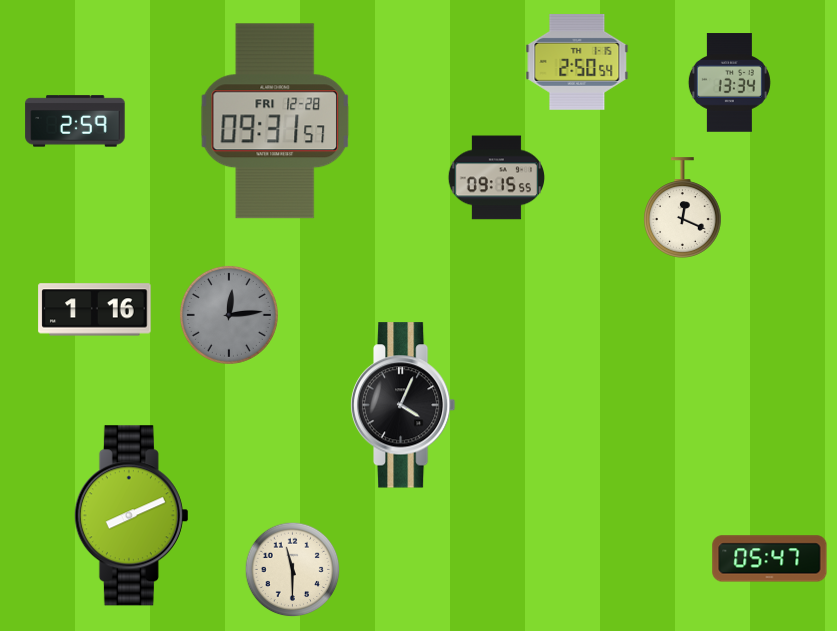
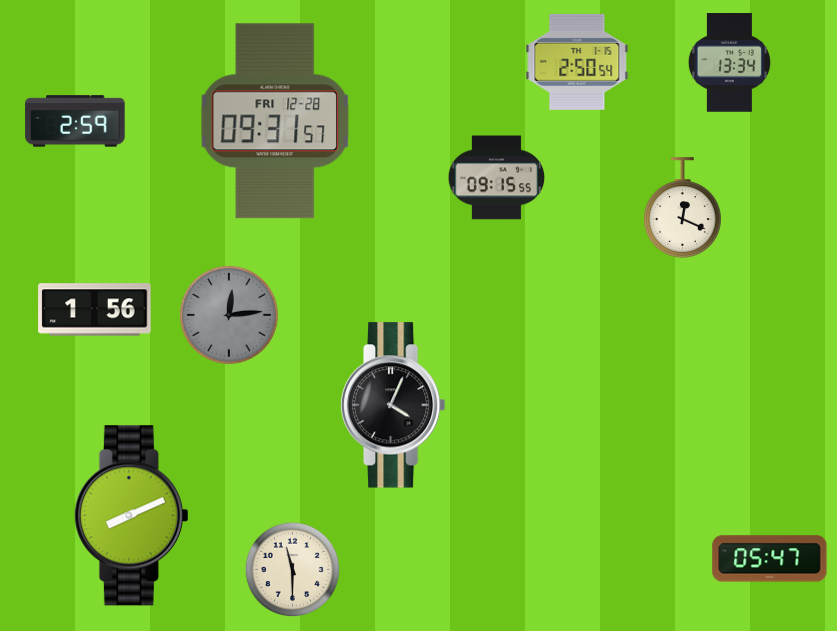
clock at (729, 83) position: (729, 83) -> (729, 63)
clock at (95, 310): 1:16 -> 1:56
clock at (403, 405) position: (403, 405) -> (393, 405)
